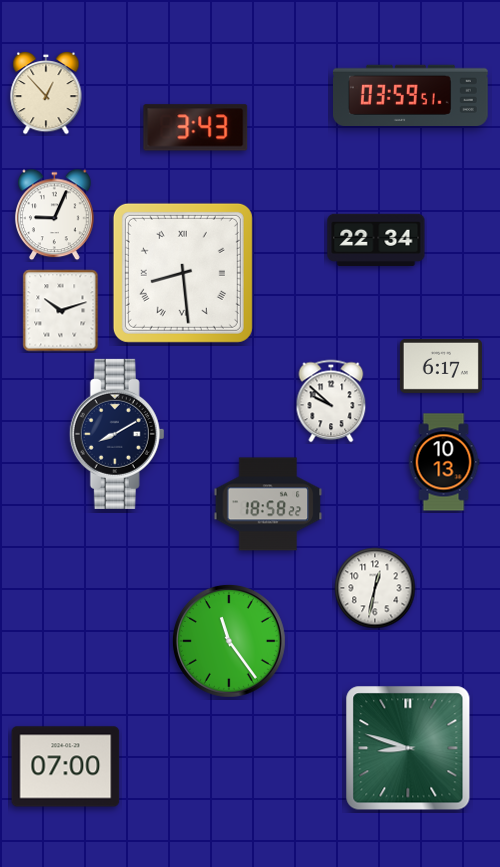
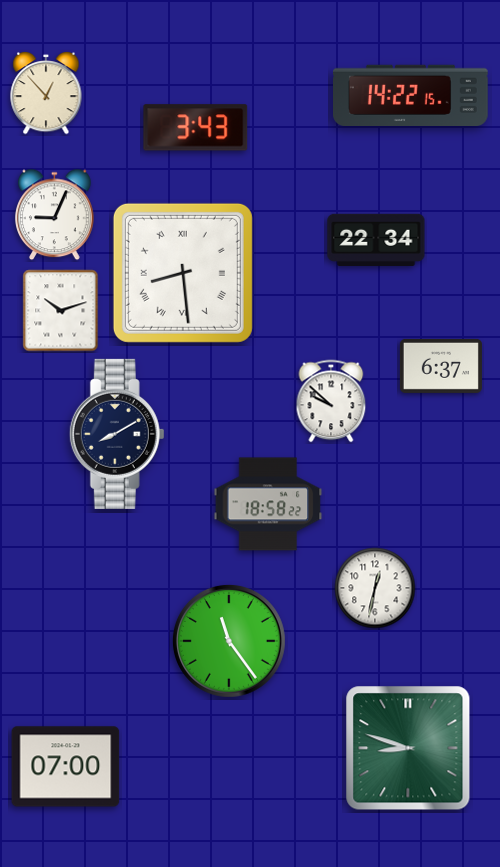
clock at (411, 95): 03:59 -> 14:22
clock at (441, 366): 6:17 -> 6:37
clock at (444, 462): 10:13 -> none
